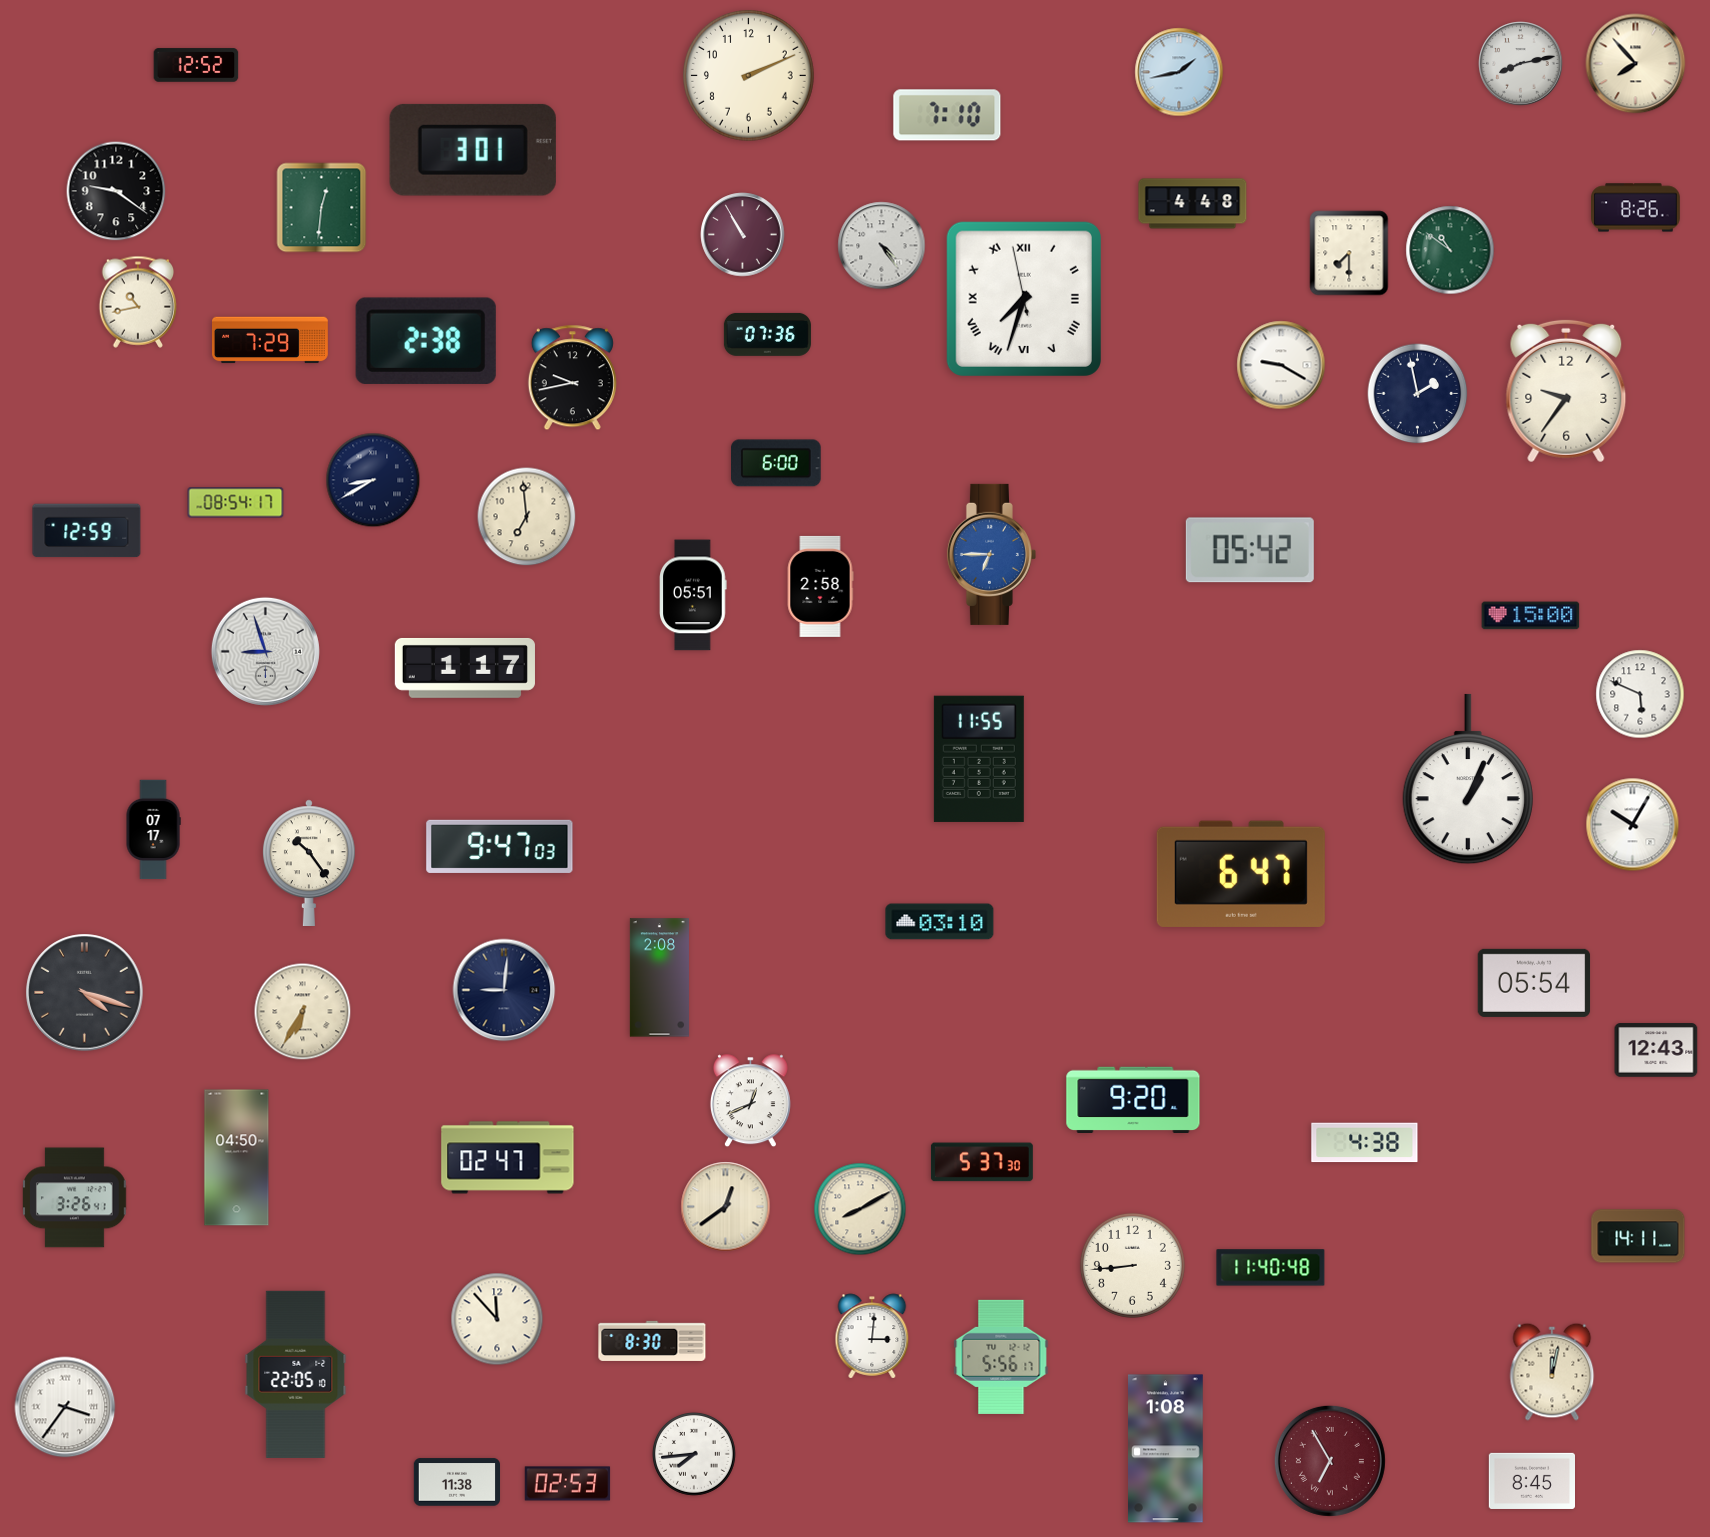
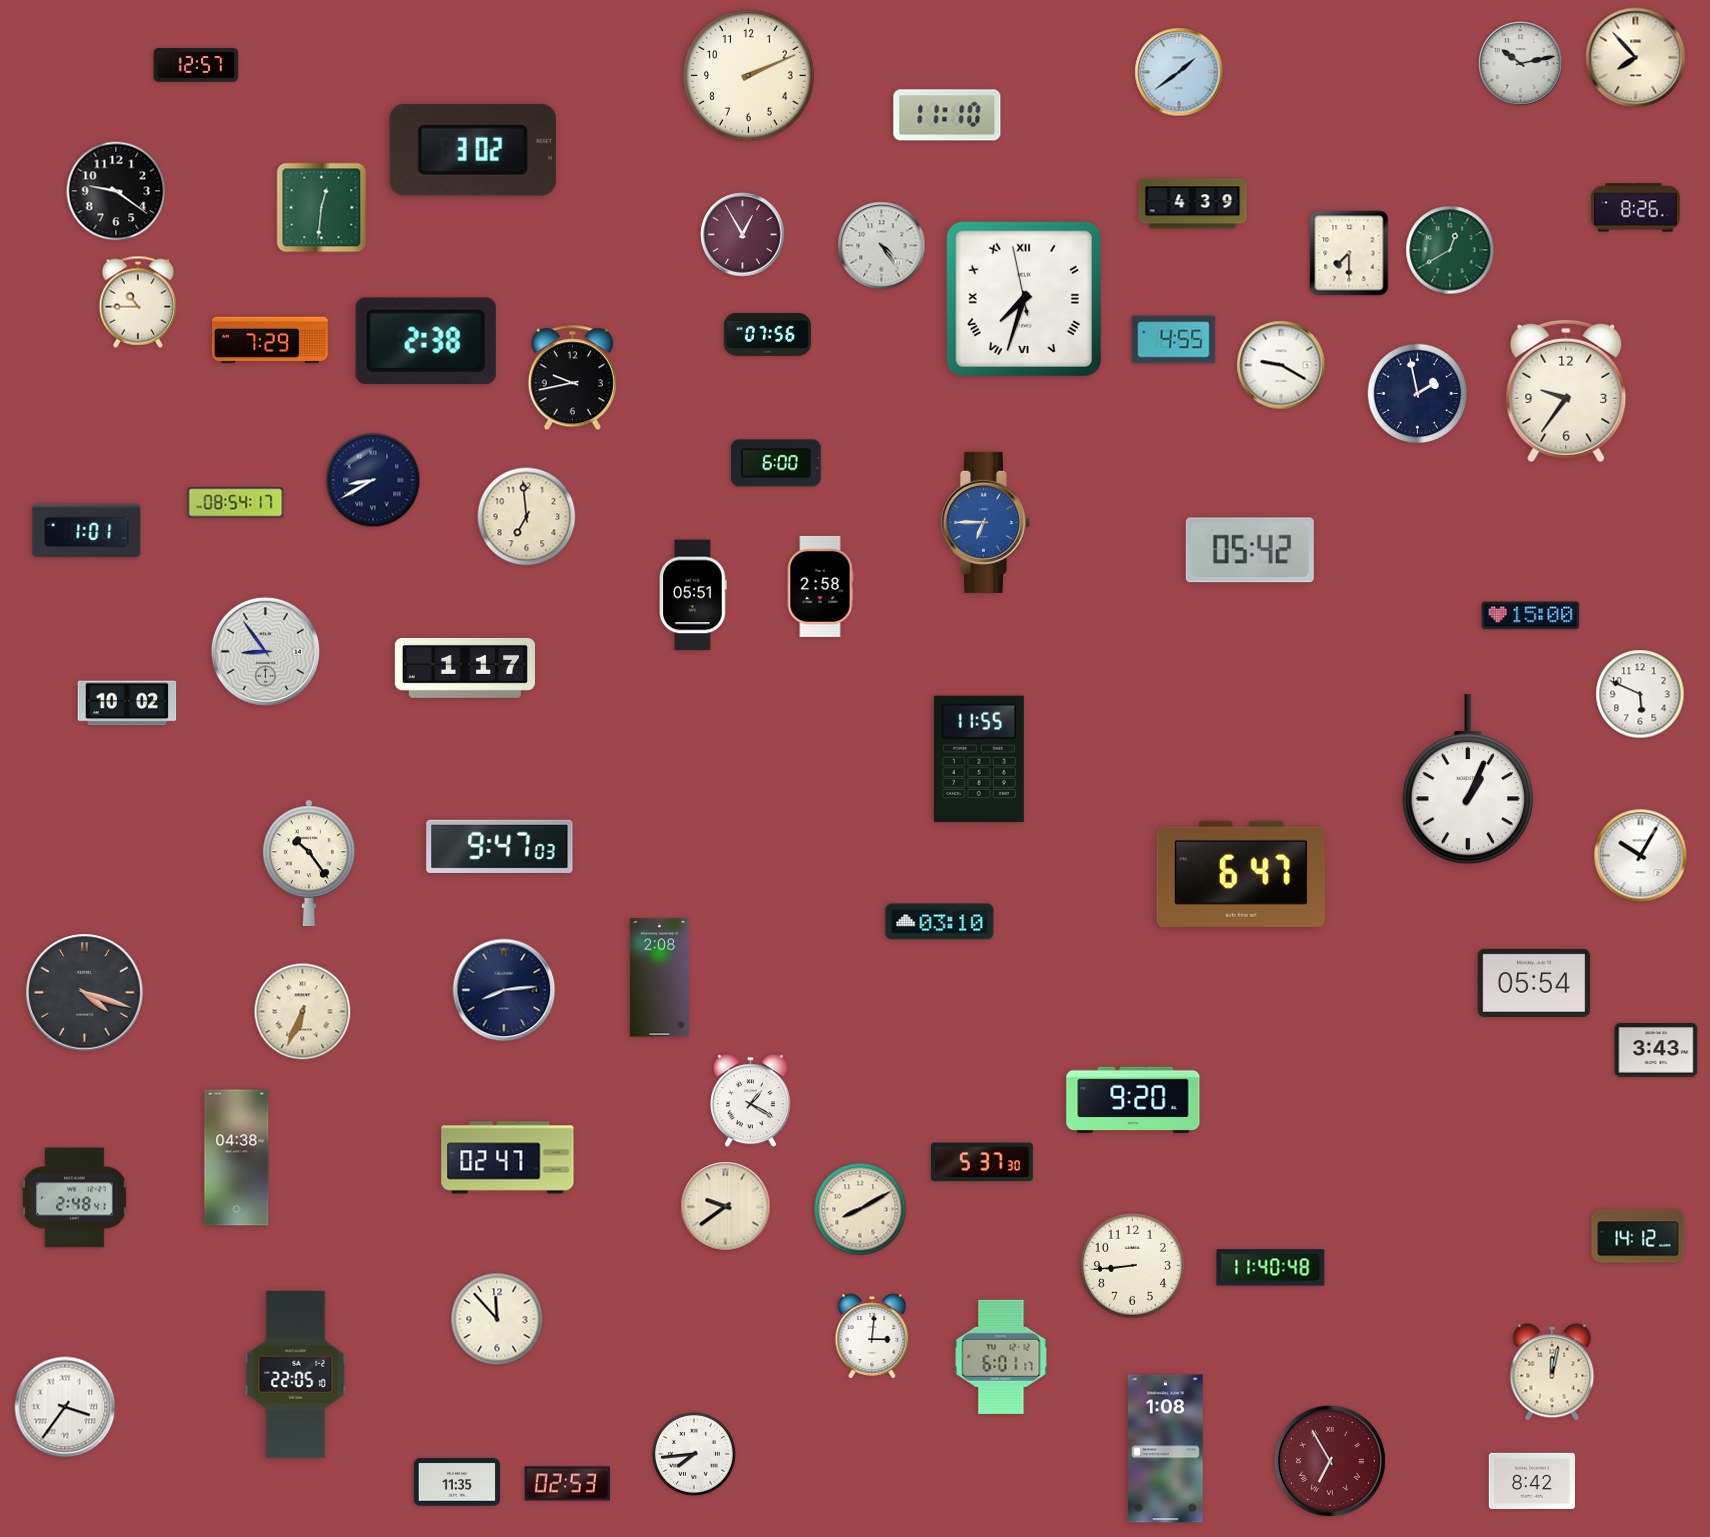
clock at (1521, 64): 8:13 -> 10:13
clock at (1636, 64) position: (1636, 64) -> (1636, 58)
clock at (196, 65): 12:52 -> 12:57
clock at (1179, 72): 1:43 -> 1:39
clock at (947, 115): 7:10 -> 11:10
clock at (473, 150): 3:01 -> 3:02
clock at (1193, 204): 4:48 -> 4:39
clock at (743, 235): 10:55 -> 12:55
clock at (1450, 250): 10:51 -> 12:40
clock at (138, 302): 10:43 -> 10:45
clock at (767, 334): 07:36 -> 07:56
clock at (1174, 340): none -> 4:55
clock at (87, 531): 12:59 -> 1:01
clock at (991, 554) position: (991, 554) -> (985, 522)
clock at (265, 651): 8:57 -> 8:54
clock at (127, 703): none -> 10:02
clock at (1633, 825) position: (1633, 825) -> (1641, 856)
clock at (153, 830): 07:17 -> none
clock at (504, 990): 9:01 -> 8:14
clock at (303, 1012): 6:35 -> 6:34
clock at (1656, 1050): 12:43 -> 3:43
clock at (750, 1101): 12:41 -> 1:20
clock at (1365, 1143): 4:38 -> none
clock at (237, 1158): 04:50 -> 04:38
clock at (75, 1198): 3:26 -> 2:48
clock at (726, 1207): 12:39 -> 9:39
clock at (1638, 1236): 14:11 -> 14:12
clock at (652, 1341): 8:30 -> none
clock at (1001, 1357): 5:56 -> 6:01
clock at (1531, 1481): 8:45 -> 8:42
clock at (456, 1482): 11:38 -> 11:35
